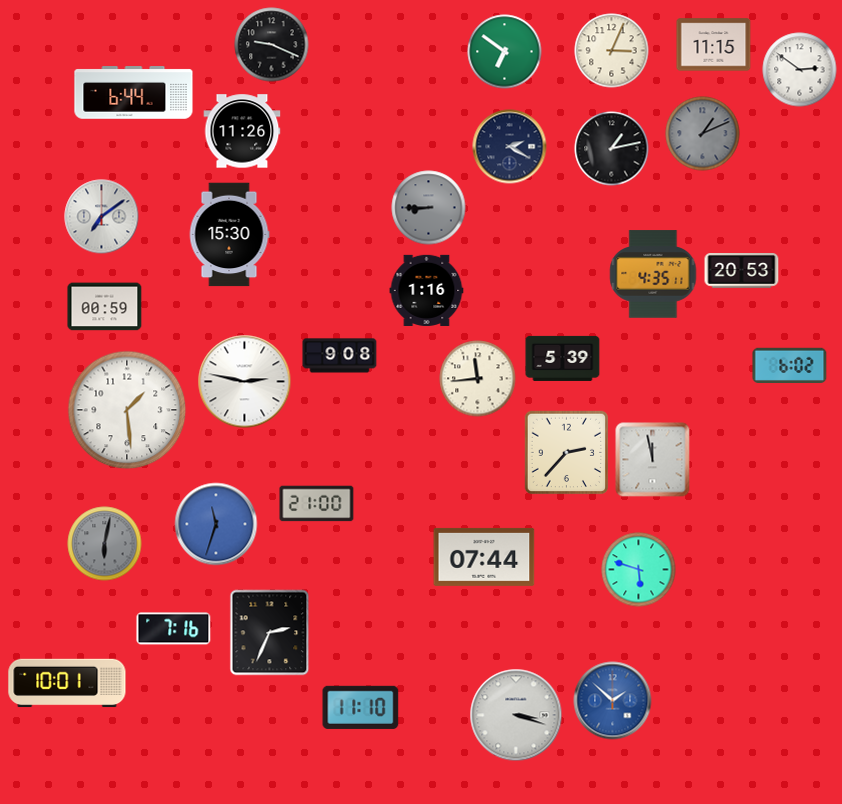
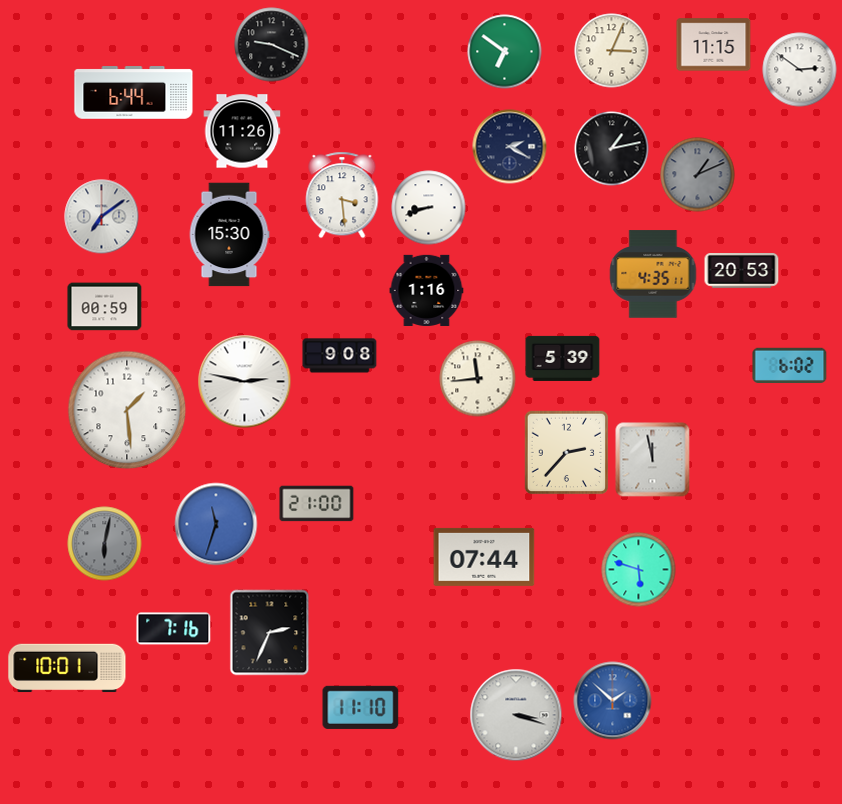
clock at (703, 134) position: (703, 134) -> (698, 175)
clock at (342, 195): none -> 3:29
clock at (429, 208): 8:45 -> 8:42
clock at (429, 208) dial: grey -> white
clock at (67, 683) position: (67, 683) -> (67, 668)
